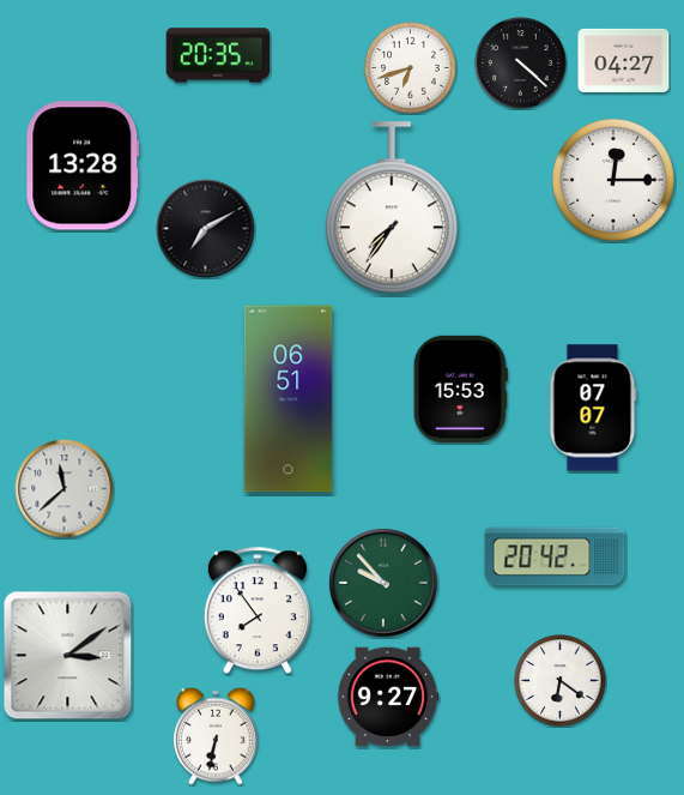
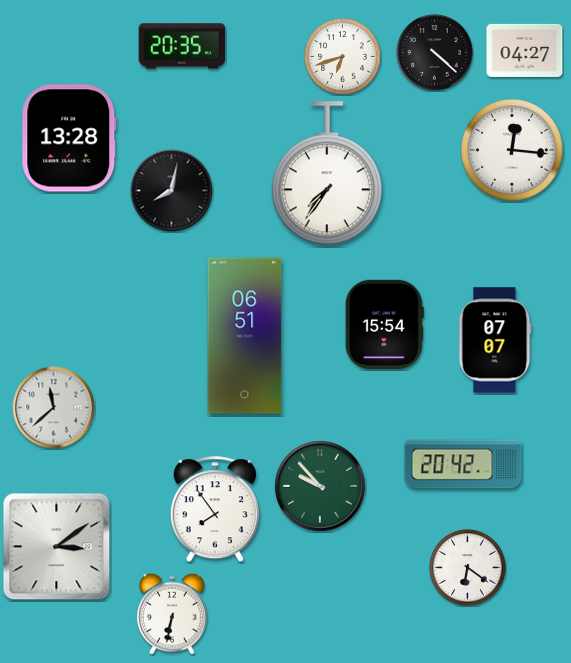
clock at (624, 60) position: (624, 60) -> (525, 50)
clock at (613, 180): 12:15 -> 12:16
clock at (206, 229): 7:10 -> 8:02
clock at (460, 389): 15:53 -> 15:54
clock at (289, 399) position: (289, 399) -> (245, 336)
clock at (388, 697): 9:27 -> none
clock at (216, 736) position: (216, 736) -> (172, 614)
